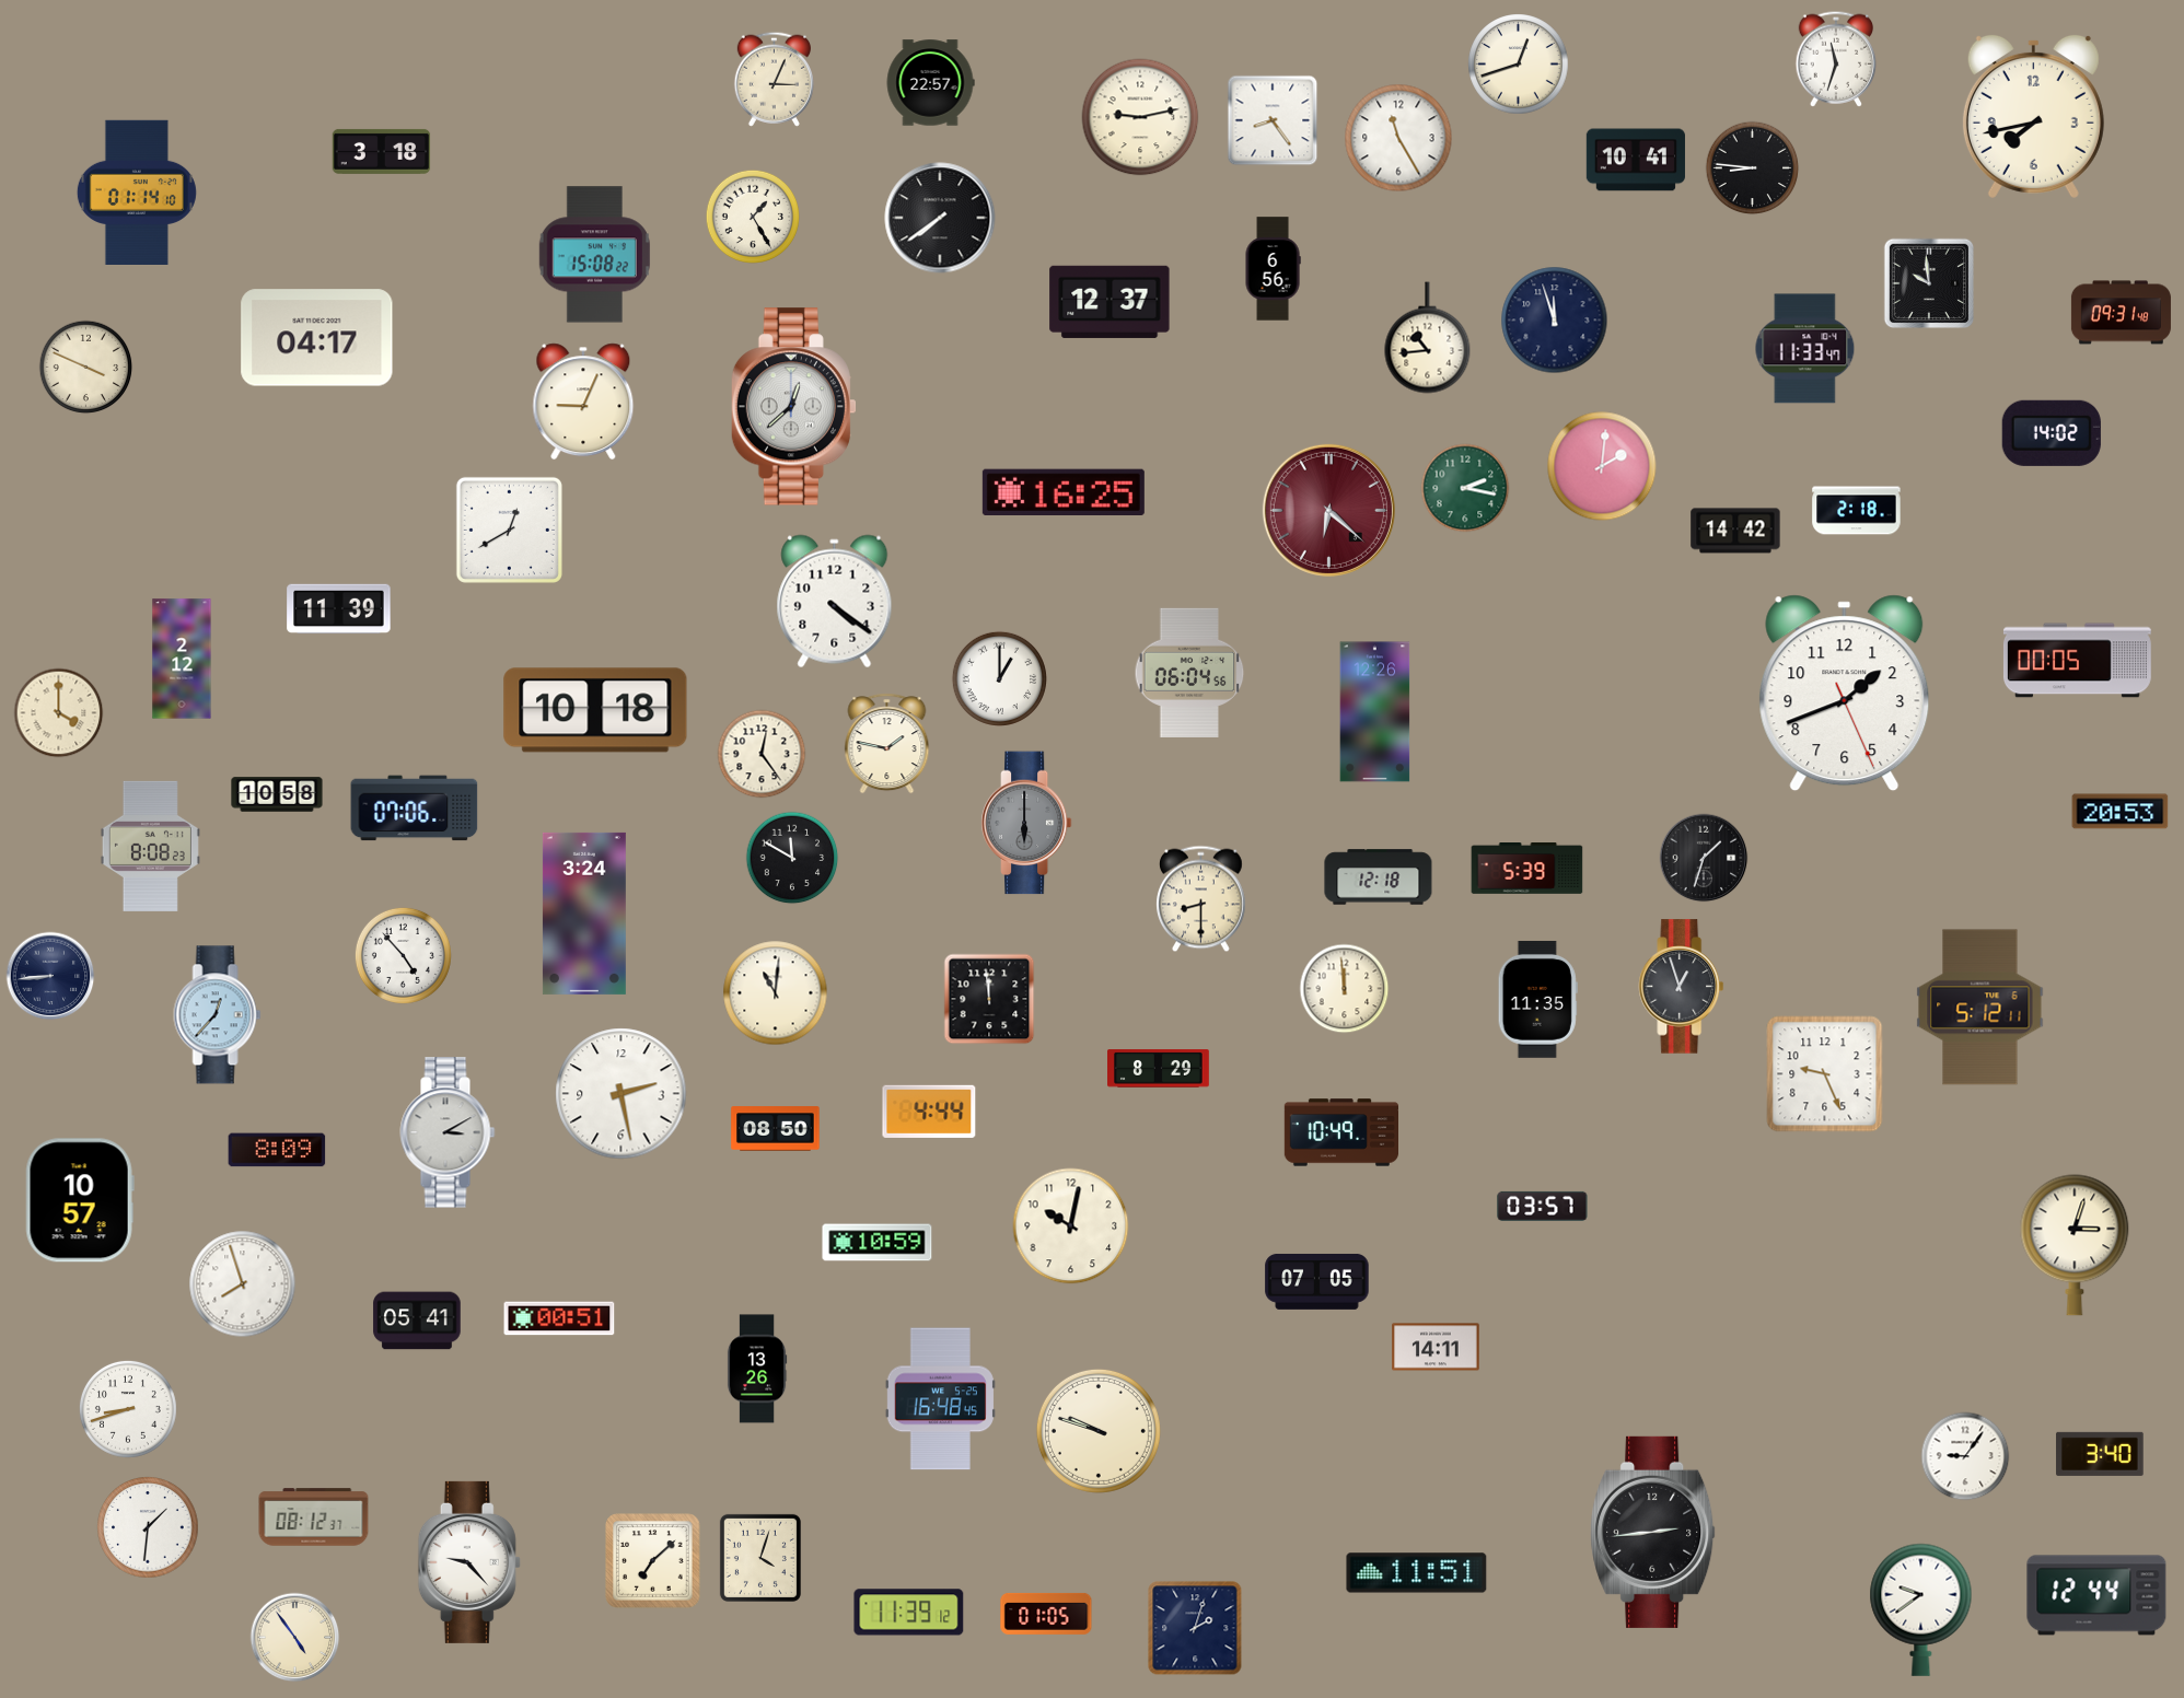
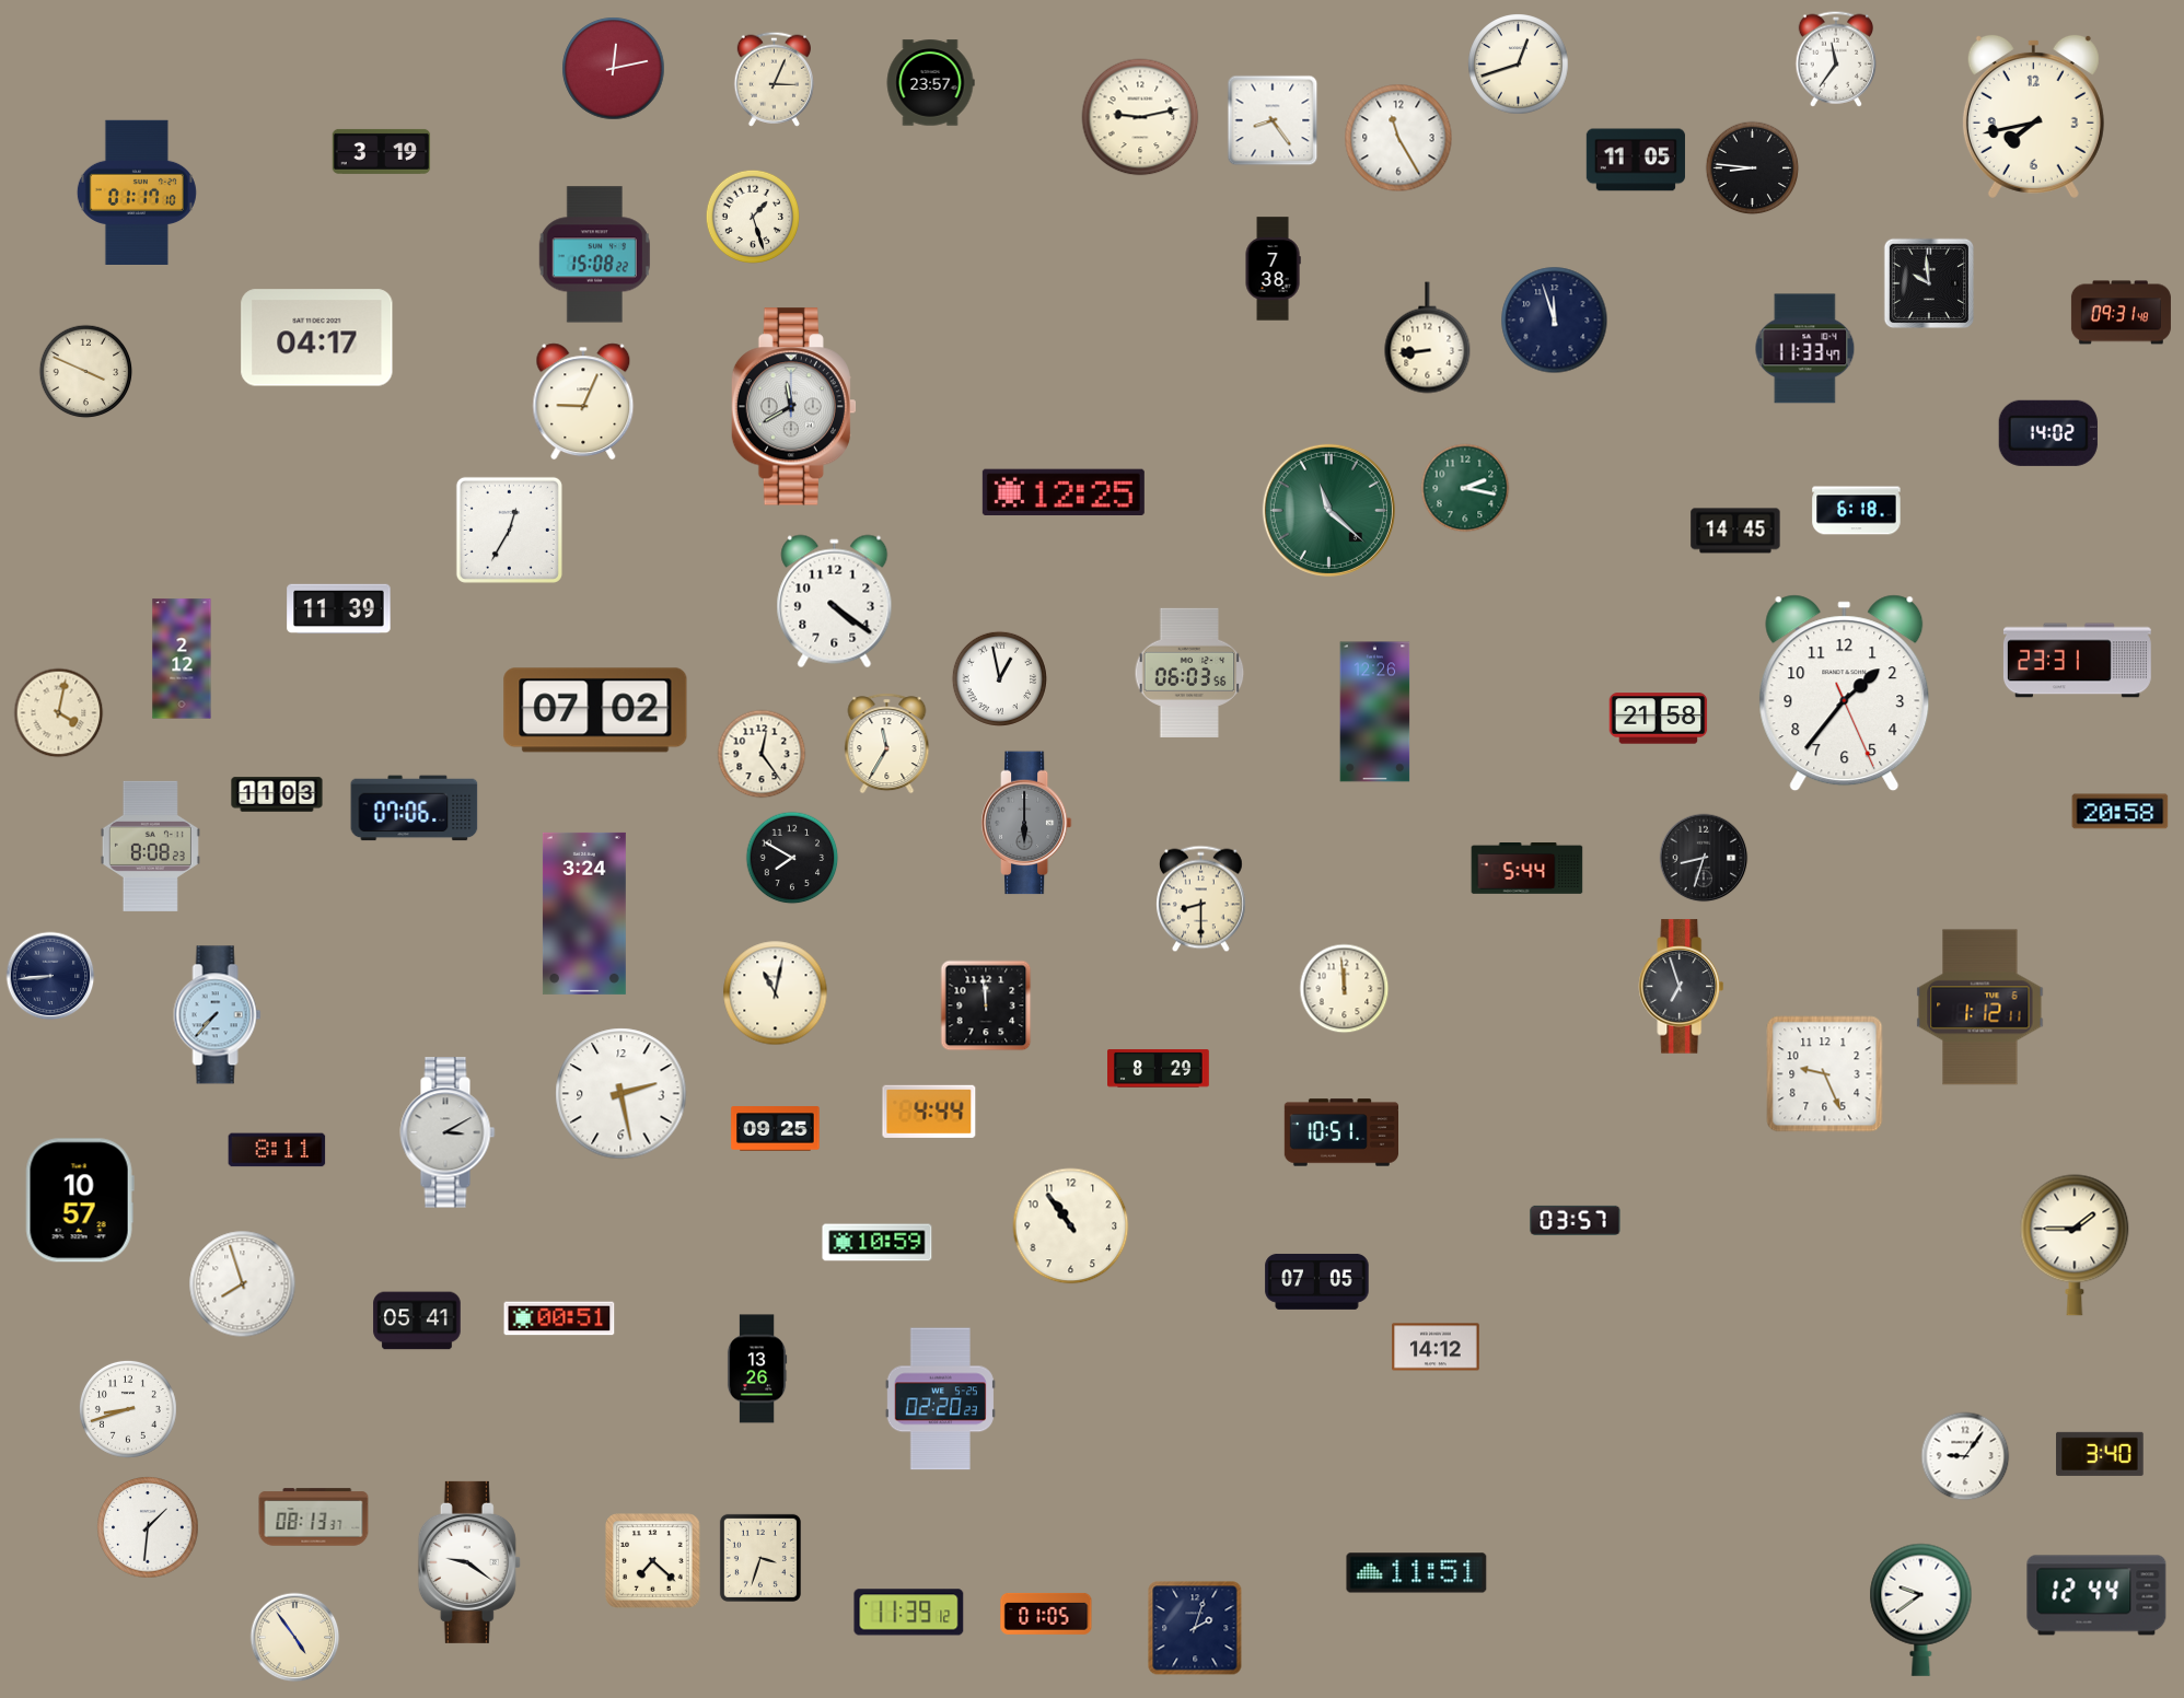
clock at (1836, 59): 11:33 -> 11:36
clock at (614, 69): none -> 12:13
clock at (930, 83): 22:57 -> 23:57
clock at (382, 151): 3:18 -> 3:19
clock at (1636, 160): 10:41 -> 11:05
clock at (137, 191): 01:14 -> 01:17
clock at (752, 216): 1:25 -> 1:27
clock at (940, 218): 7:39 -> none
clock at (1273, 269): 6:56 -> 7:38
clock at (1110, 302): 12:37 -> none
clock at (1428, 338): 10:44 -> 8:44
clock at (86, 368) position: (86, 368) -> (86, 372)
clock at (793, 407): 12:38 -> 11:40
clock at (2052, 433) position: (2052, 433) -> (2048, 433)
clock at (1602, 466): 2:01 -> none
clock at (1064, 491): 16:25 -> 12:25
clock at (1328, 510): 6:22 -> 11:22
clock at (1328, 510) dial: burgundy -> green
clock at (1857, 511): 2:18 -> 6:18
clock at (509, 530): 12:40 -> 12:35
clock at (1735, 531): 14:42 -> 14:45
clock at (2077, 661): 00:05 -> 23:31
clock at (1189, 673): 06:04 -> 06:03
clock at (999, 678): 1:00 -> 12:58
clock at (1845, 694): 1:41 -> 1:36
clock at (595, 710): 10:18 -> 07:02
clock at (59, 713): 4:00 -> 4:02
clock at (1659, 719): none -> 21:58
clock at (887, 744): 1:47 -> 11:35
clock at (277, 794): 10:58 -> 11:03
clock at (2121, 812): 20:53 -> 20:58
clock at (792, 858): 11:50 -> 7:50
clock at (1704, 858): 1:33 -> 8:33
clock at (1527, 869): 5:39 -> 5:44
clock at (1379, 877): 12:18 -> none
clock at (403, 955): 4:53 -> none
clock at (1682, 987): 12:57 -> 6:57
clock at (776, 993): 11:01 -> 11:02
clock at (989, 999) position: (989, 999) -> (986, 1005)
clock at (1537, 999): 11:35 -> none
clock at (1980, 1008): 5:12 -> 1:12
clock at (218, 1015): 12:37 -> 7:37
clock at (776, 1129): 08:50 -> 09:25
clock at (1340, 1132): 10:49 -> 10:51
clock at (277, 1150): 8:09 -> 8:11
clock at (1543, 1206) position: (1543, 1206) -> (1576, 1220)
clock at (1071, 1226): 10:02 -> 10:54
clock at (2075, 1245): 3:03 -> 1:45
clock at (1436, 1347): 14:11 -> 14:12
clock at (940, 1399): 16:48 -> 02:20
clock at (1099, 1431): 9:48 -> none
clock at (314, 1517): 08:12 -> 08:13
clock at (1653, 1532): 2:44 -> none
clock at (760, 1558): 4:03 -> 3:33
clock at (653, 1561): 7:08 -> 7:22
clock at (469, 1562): 9:23 -> 9:21
